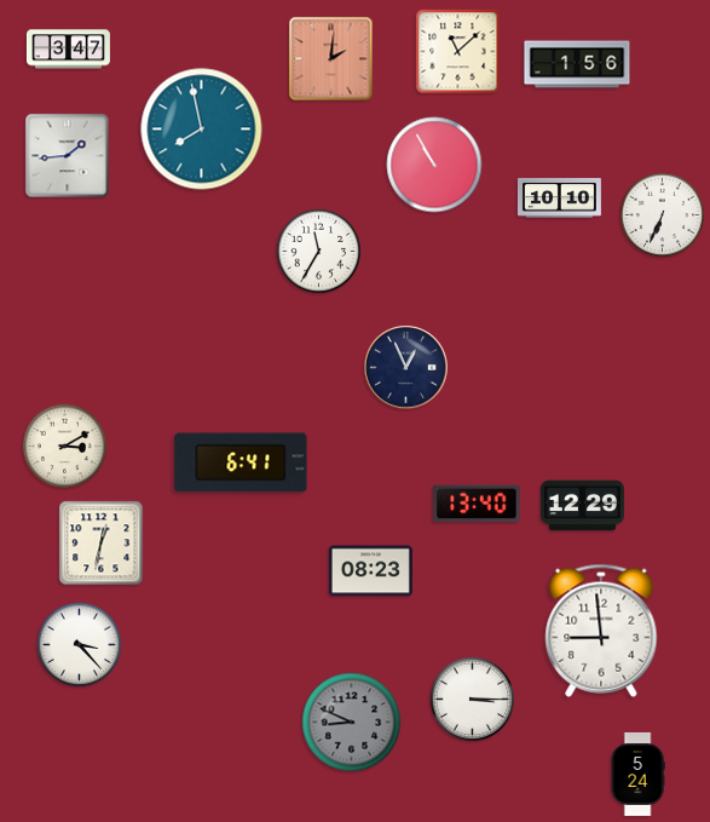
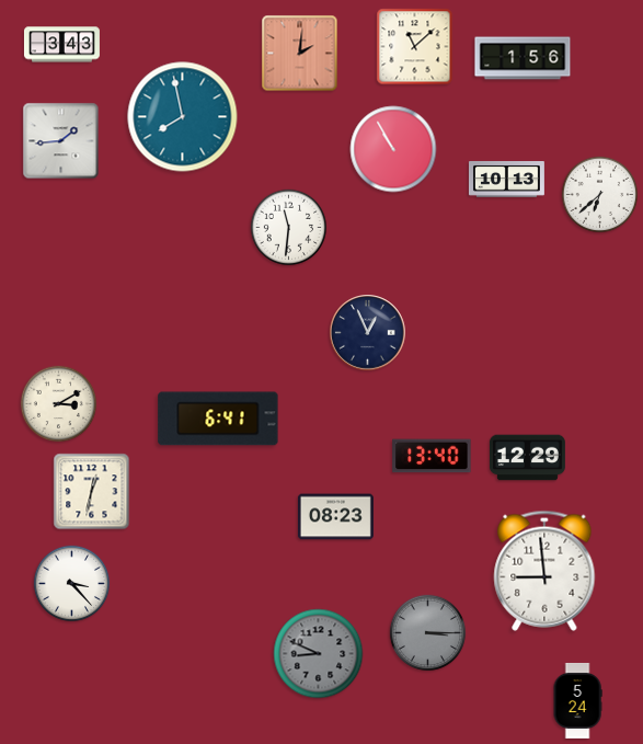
clock at (68, 50): 3:47 -> 3:43
clock at (559, 199): 10:10 -> 10:13
clock at (663, 215): 6:34 -> 6:38
clock at (319, 252): 11:35 -> 11:31
clock at (473, 700) dial: white -> grey
